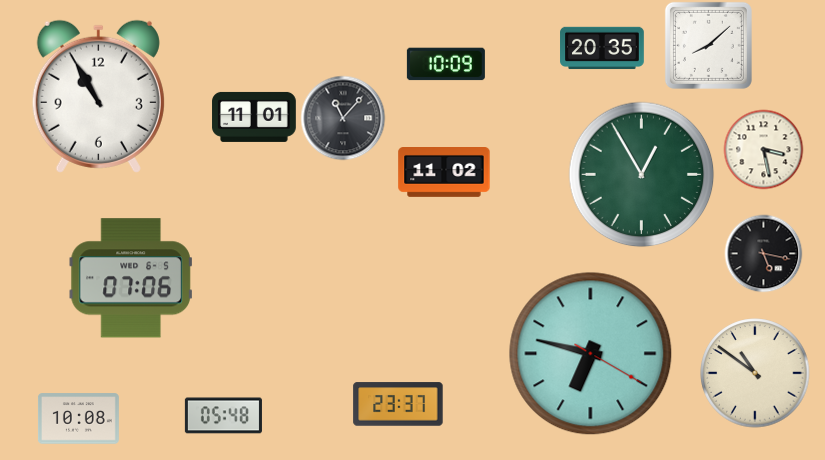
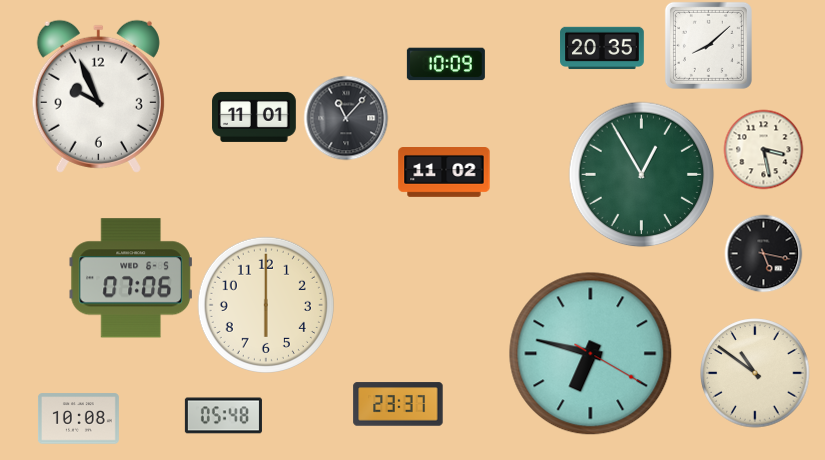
clock at (98, 96): 10:55 -> 9:56
clock at (343, 118) position: (343, 118) -> (346, 118)
clock at (266, 305): none -> 6:00
